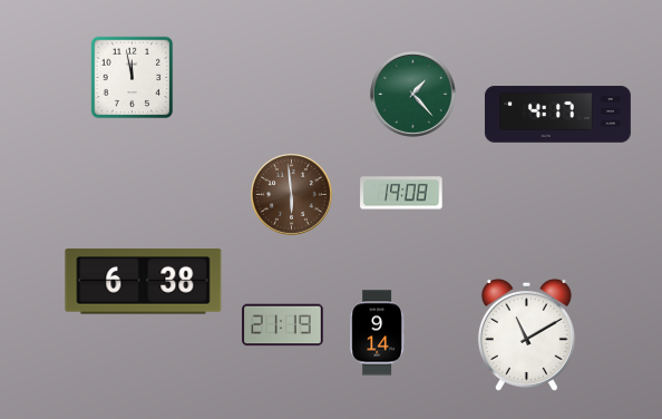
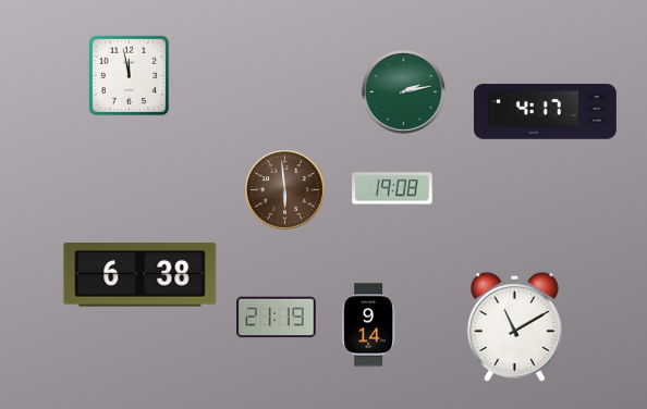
clock at (413, 95): 1:23 -> 2:13
